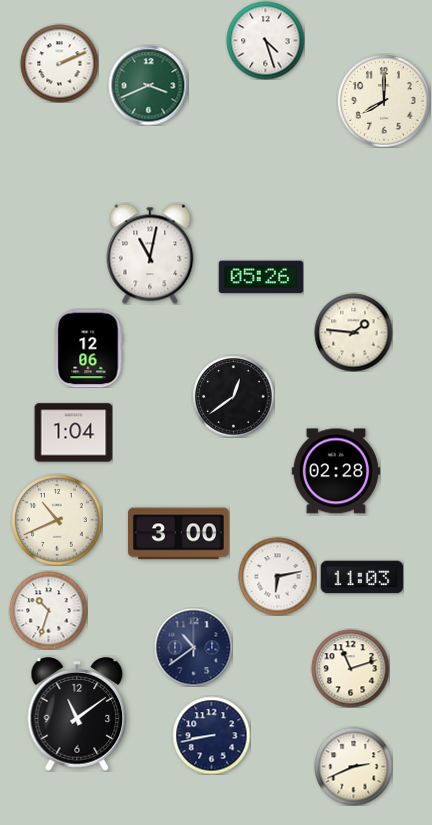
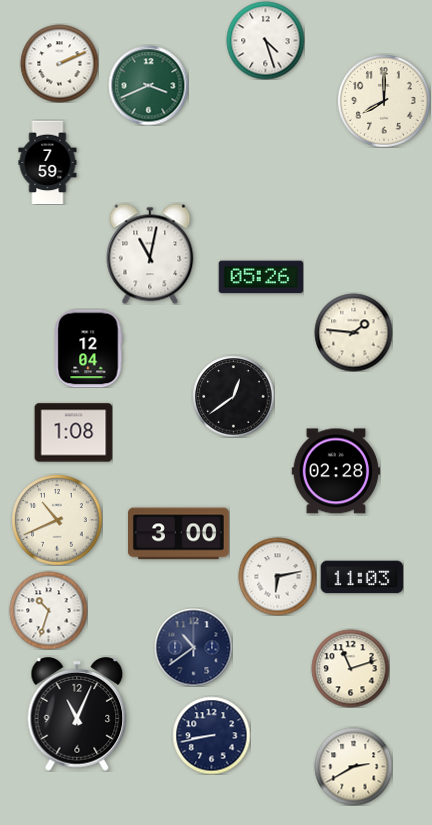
clock at (48, 162): none -> 7:59
clock at (89, 348): 12:06 -> 12:04
clock at (73, 433): 1:04 -> 1:08
clock at (77, 714): 11:09 -> 11:04
clock at (353, 766): 2:41 -> 2:40
